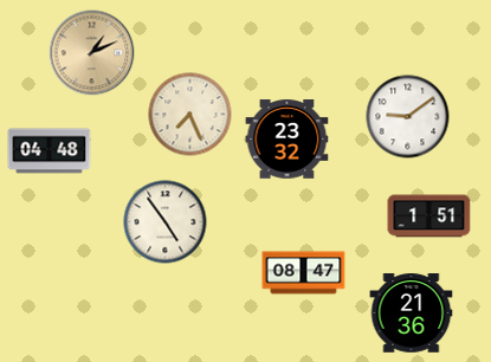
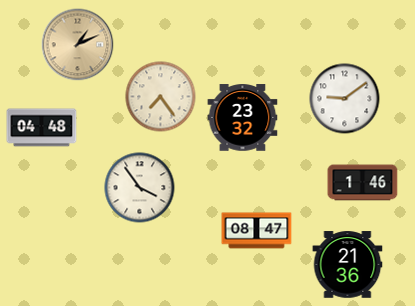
clock at (190, 115): 7:26 -> 7:24
clock at (429, 216): 1:51 -> 1:46
clock at (166, 222): 4:54 -> 3:54
